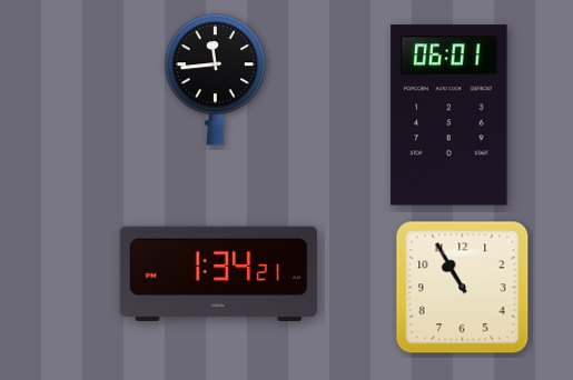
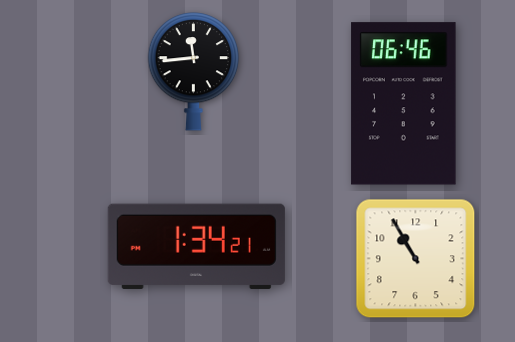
clock at (449, 116): 06:01 -> 06:46
